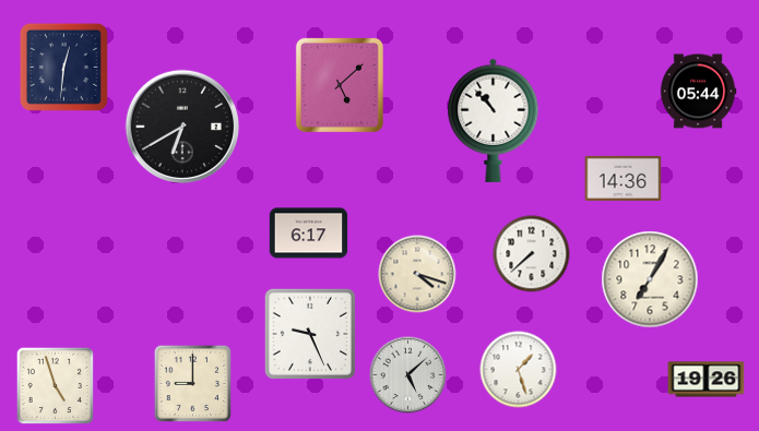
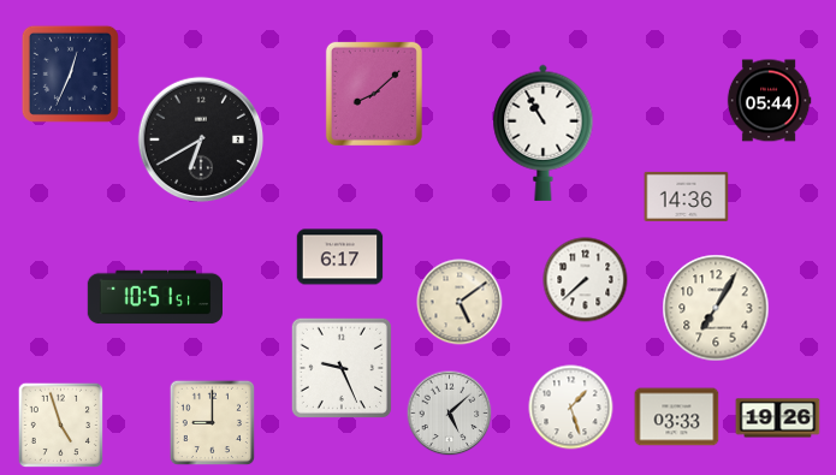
clock at (63, 67): 12:31 -> 12:34
clock at (340, 85): 5:08 -> 8:08
clock at (494, 120): 10:53 -> 10:55
clock at (154, 297): none -> 10:51
clock at (417, 274): 4:18 -> 5:09
clock at (677, 417): none -> 03:33
